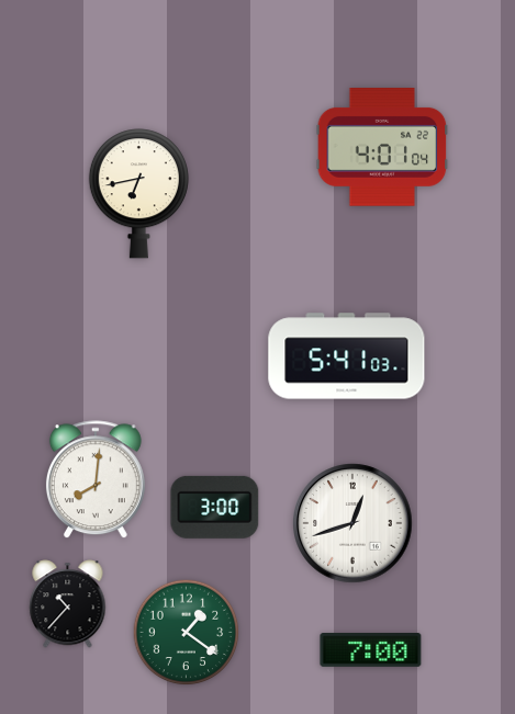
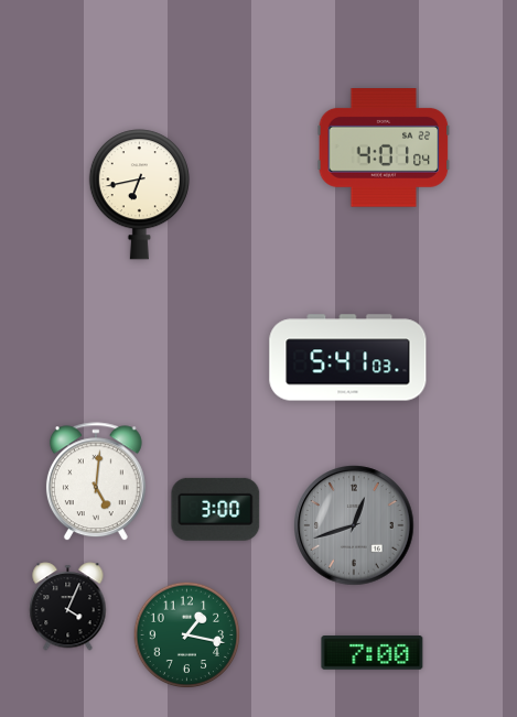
clock at (96, 480): 8:01 -> 5:01
clock at (352, 523) dial: white -> grey
clock at (68, 604): 10:37 -> 4:04
clock at (187, 633): 1:21 -> 1:17
